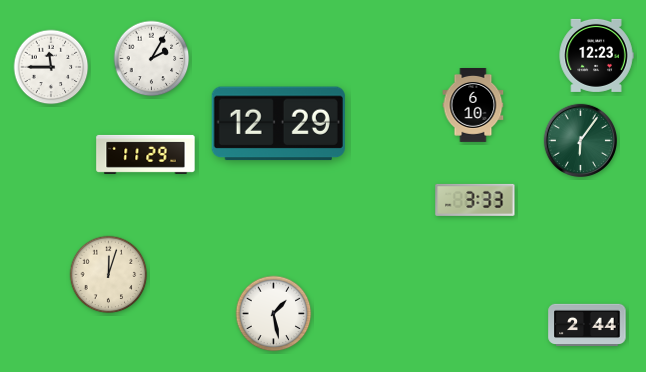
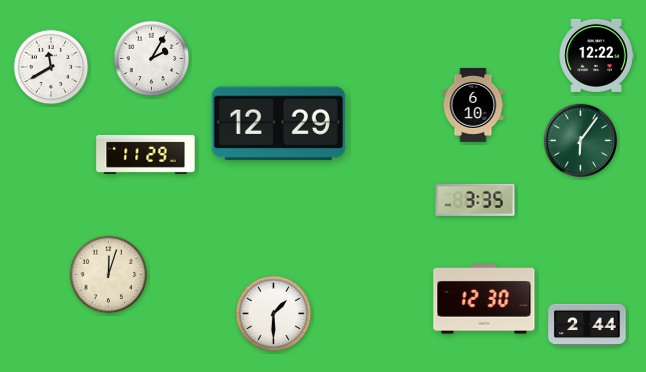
clock at (596, 55): 12:23 -> 12:22
clock at (51, 67): 11:45 -> 11:40
clock at (475, 200): 3:33 -> 3:35
clock at (484, 299): none -> 12:30
clock at (274, 314): 1:28 -> 1:30
